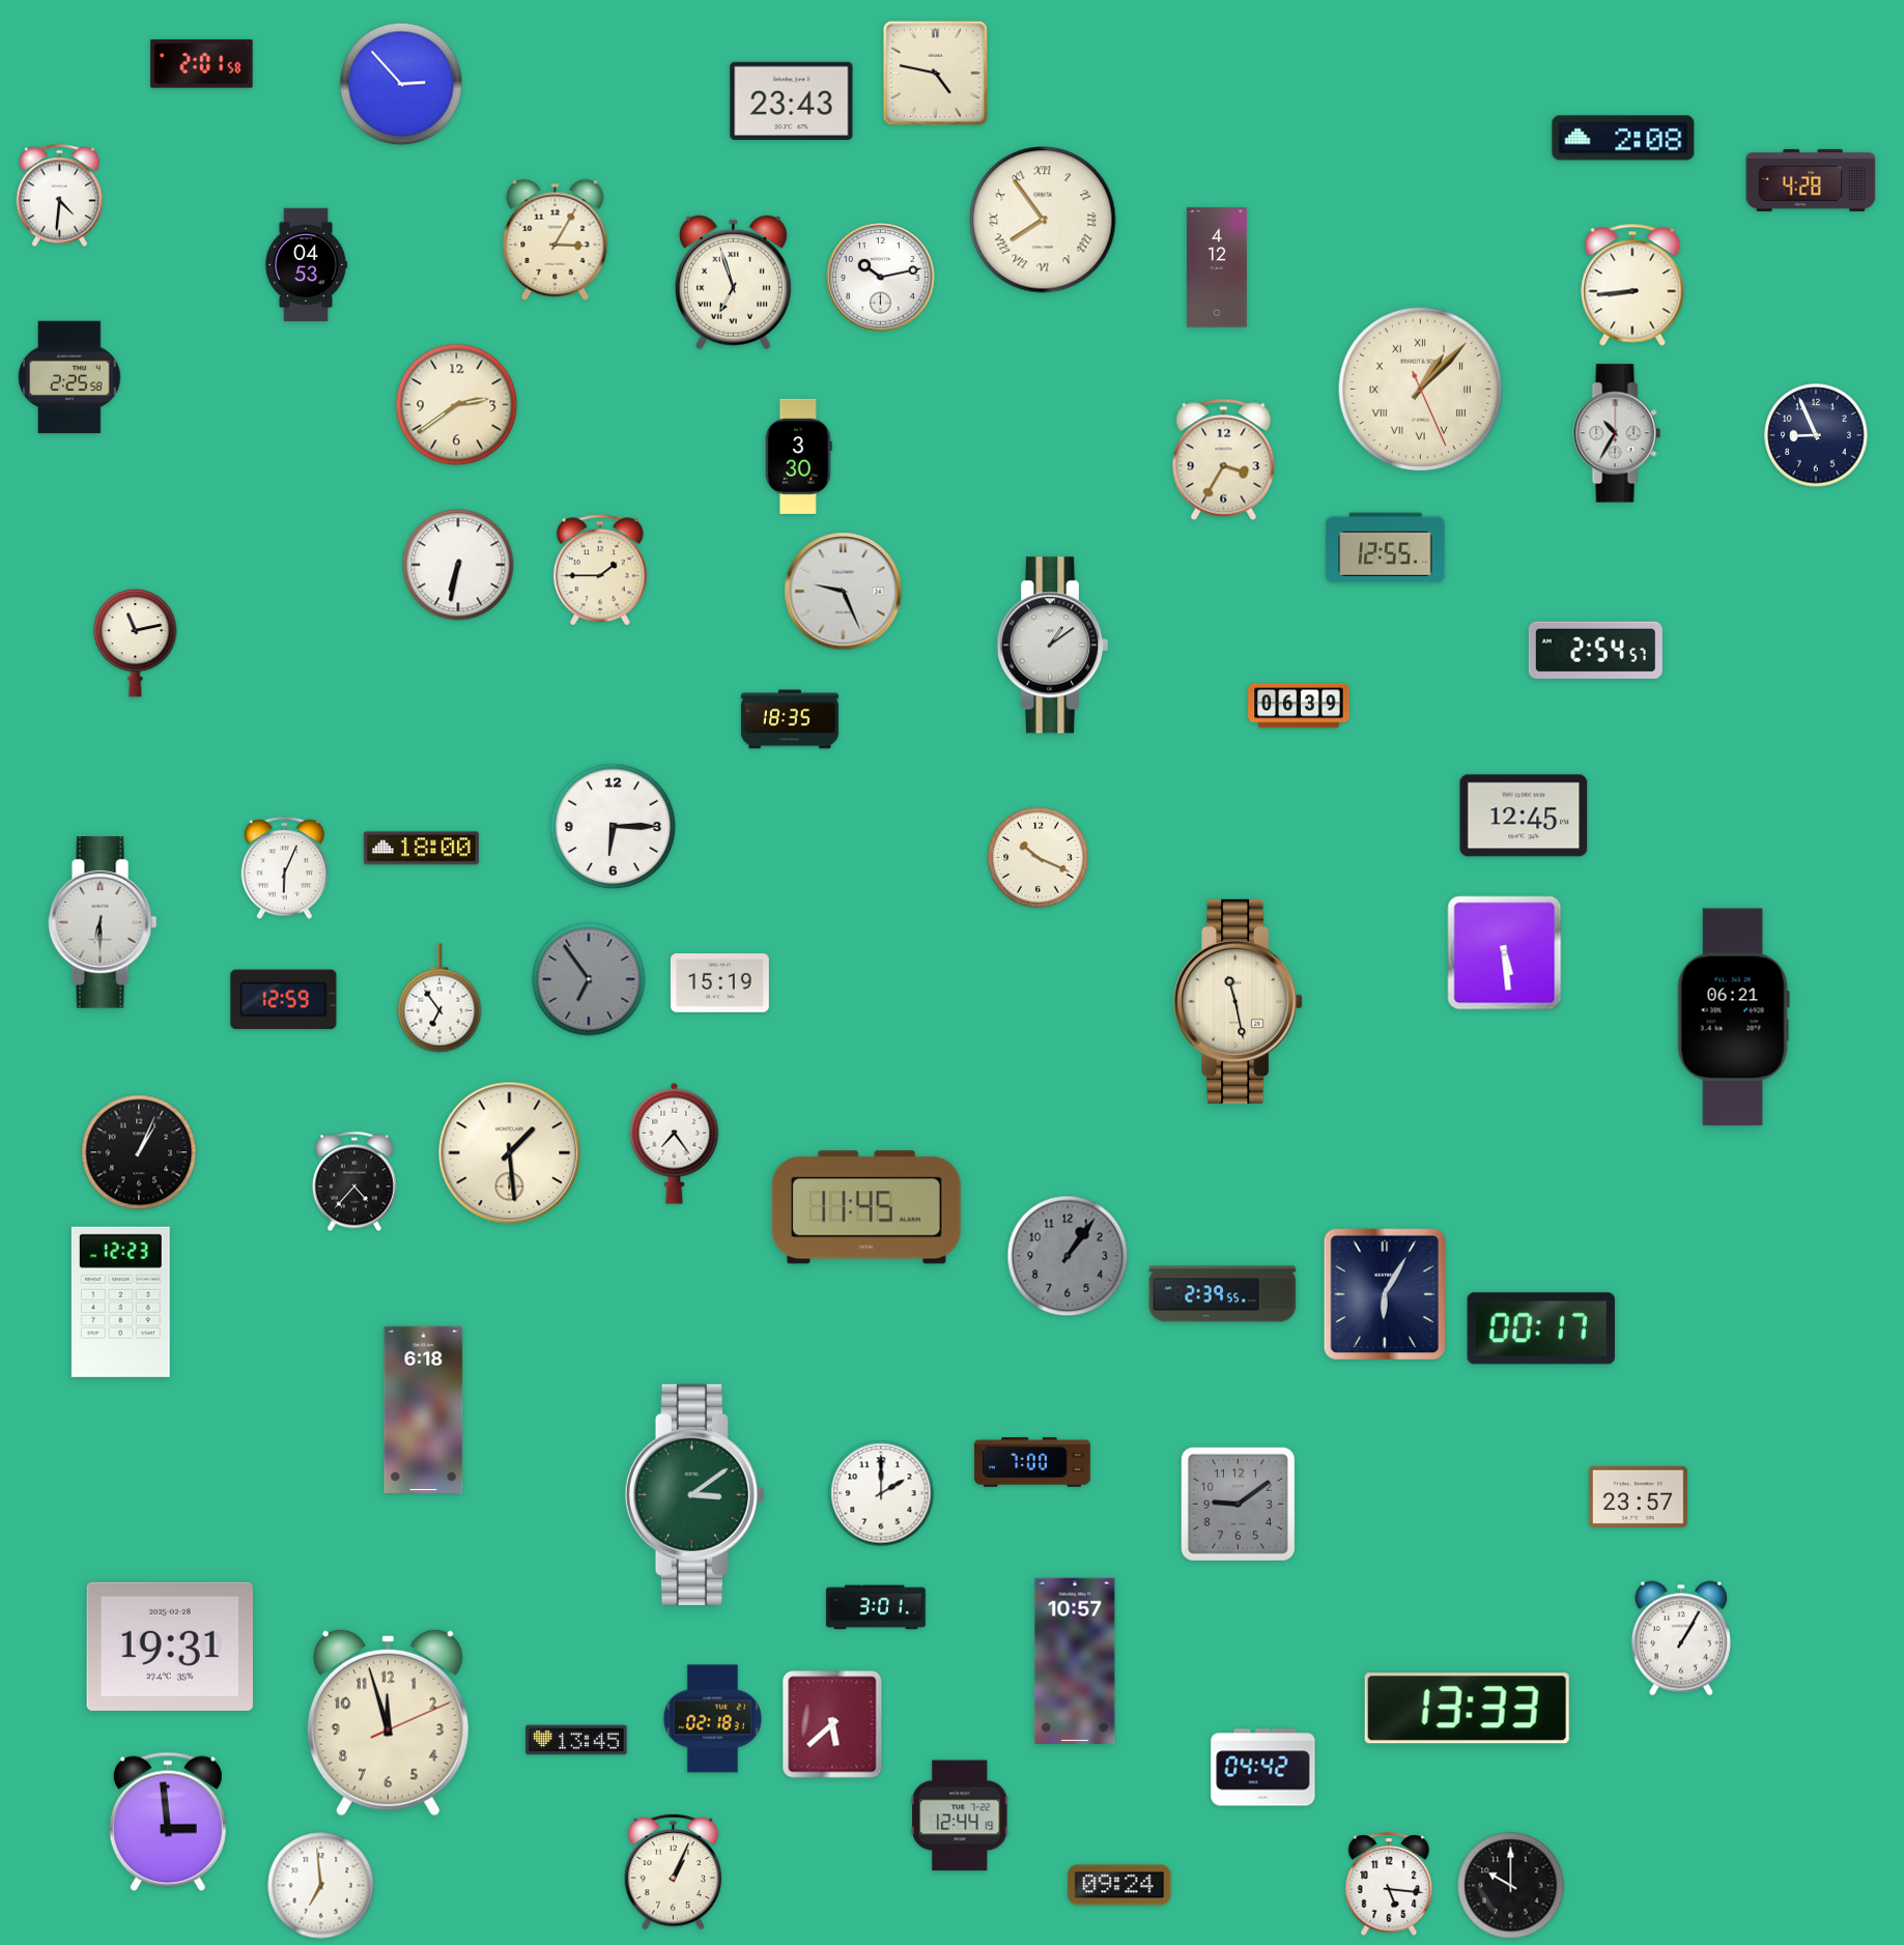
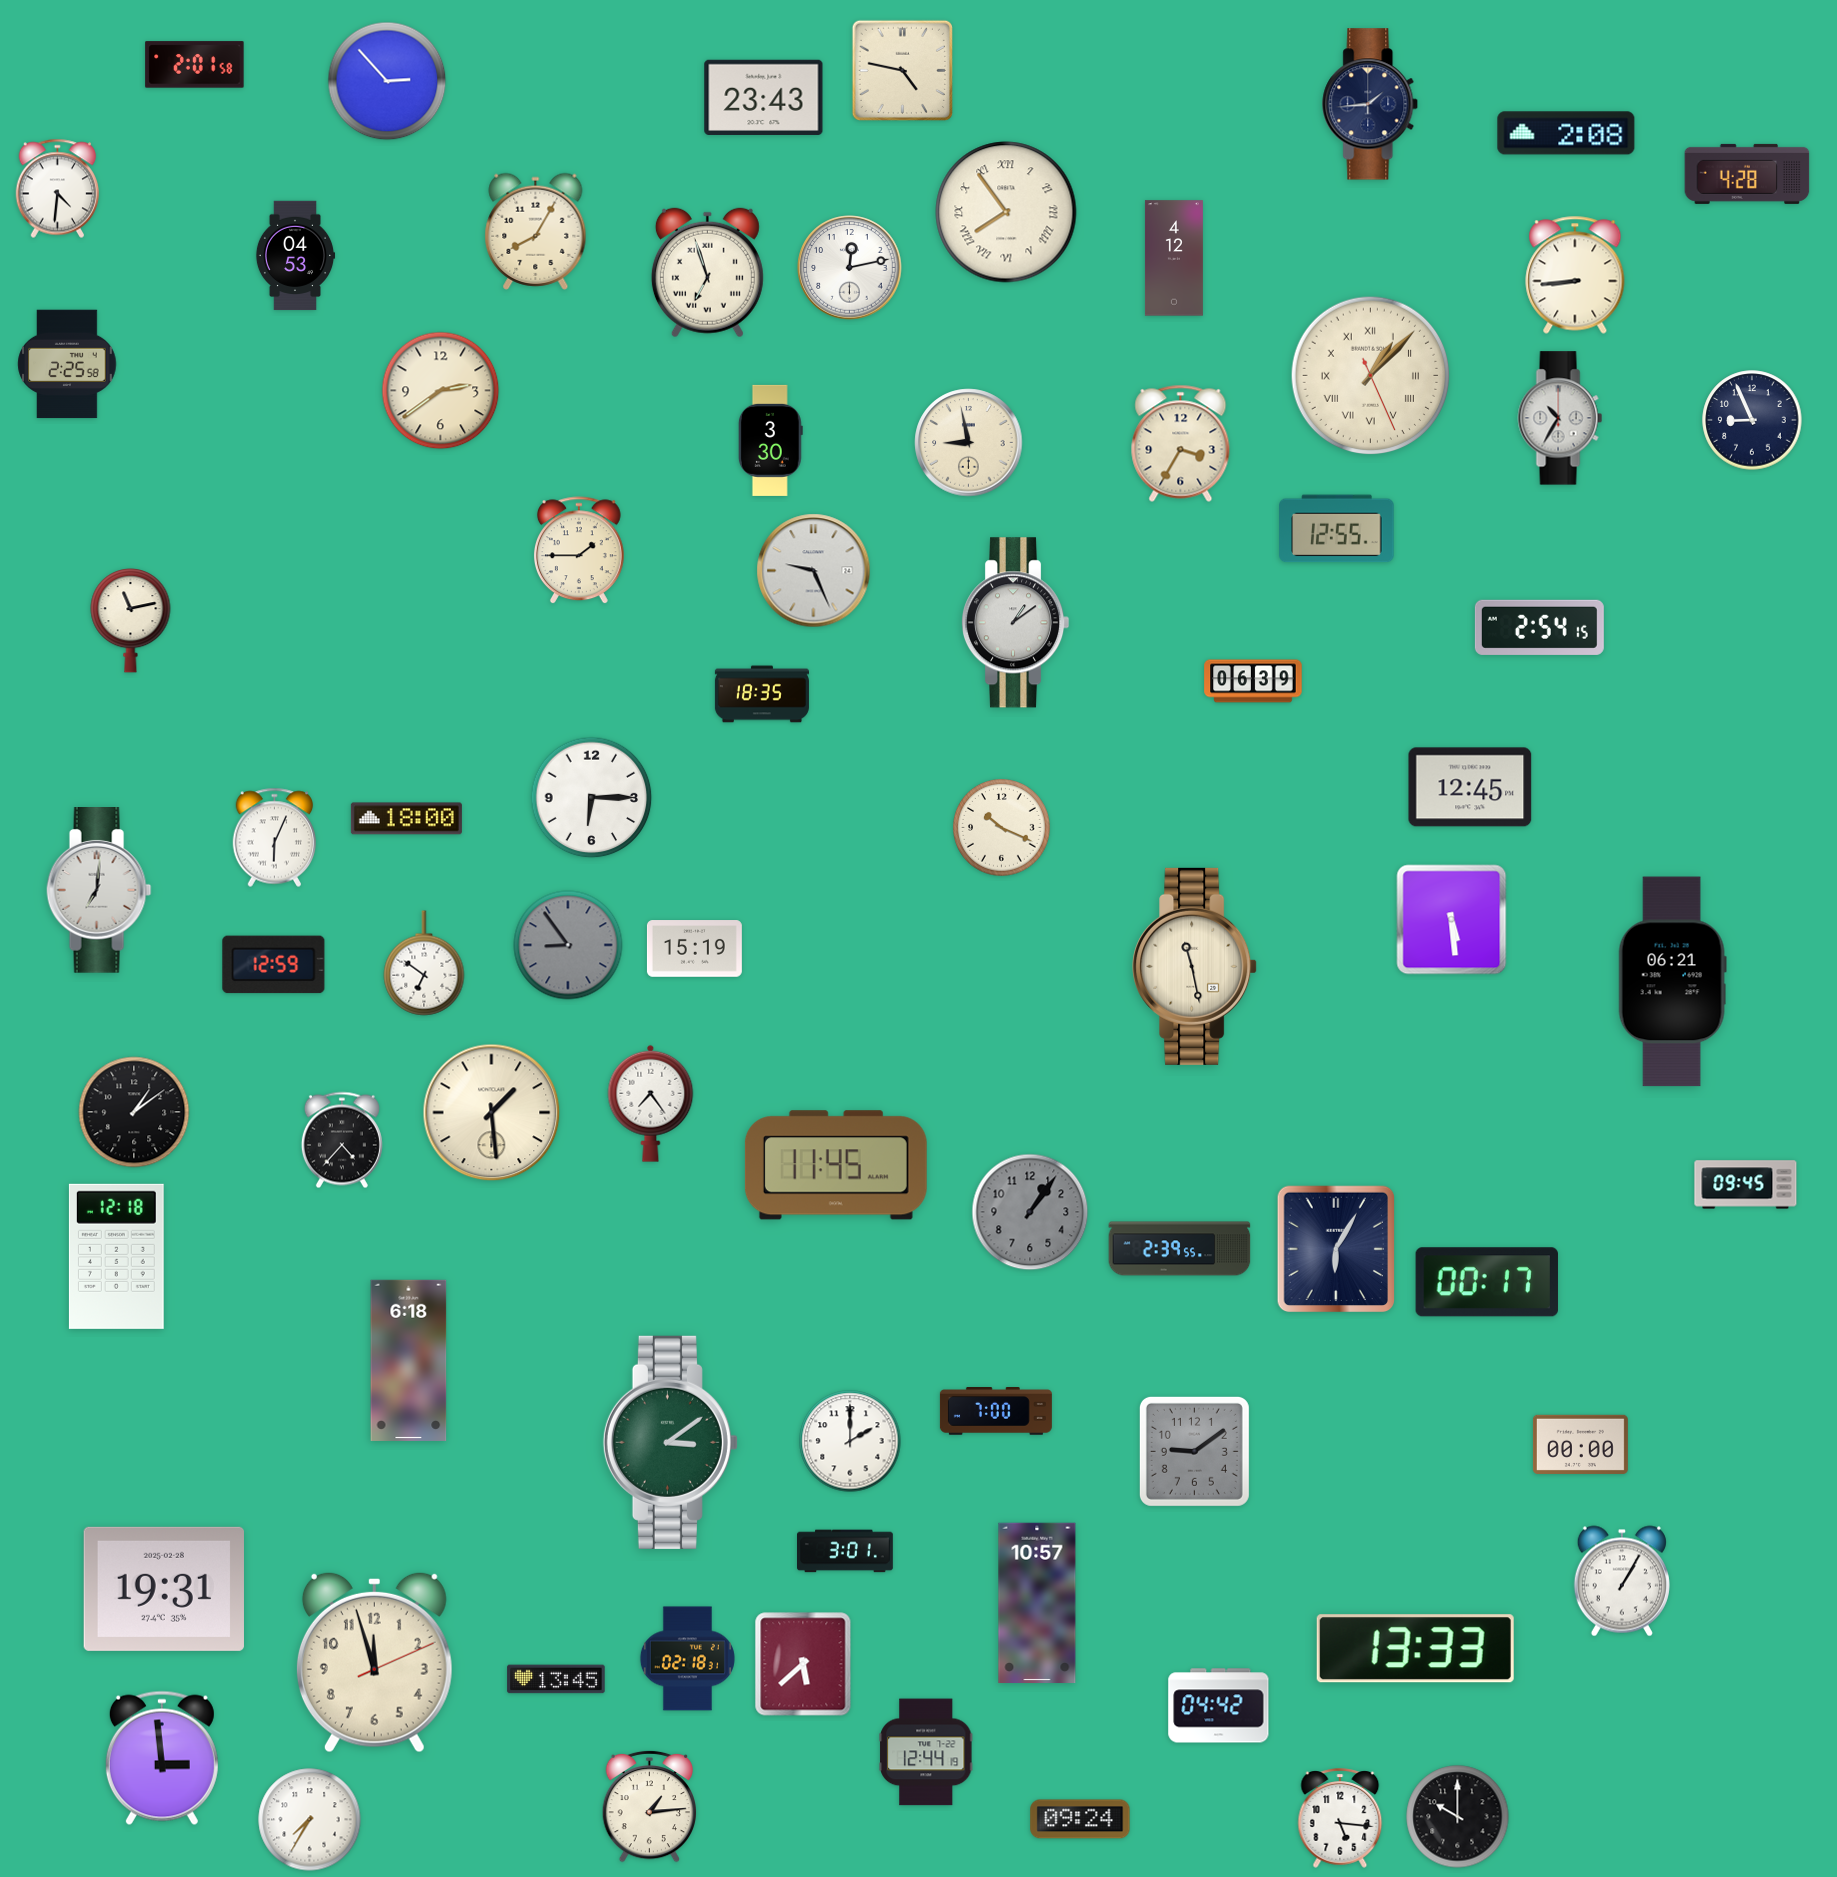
clock at (202, 64) position: (202, 64) -> (195, 65)
clock at (1371, 104): none -> 1:44
clock at (556, 239): 3:05 -> 8:05
clock at (881, 278): 10:13 -> 12:13
clock at (969, 443): none -> 8:58
clock at (458, 565): 6:32 -> none
clock at (1595, 650): 2:54:57 -> 2:54:15
clock at (103, 923): 6:30 -> 7:01
clock at (589, 979): 6:54 -> 8:54
clock at (439, 998): 6:54 -> 6:51
clock at (139, 1152): 1:04 -> 1:09
clock at (1746, 1185): none -> 09:45
clock at (120, 1302): 12:23 -> 12:18
clock at (1638, 1496): 23:57 -> 00:00
clock at (673, 1871): 1:04 -> 1:14
clock at (321, 1886): 6:59 -> 7:35
clock at (1511, 1886) position: (1511, 1886) -> (1458, 1817)
